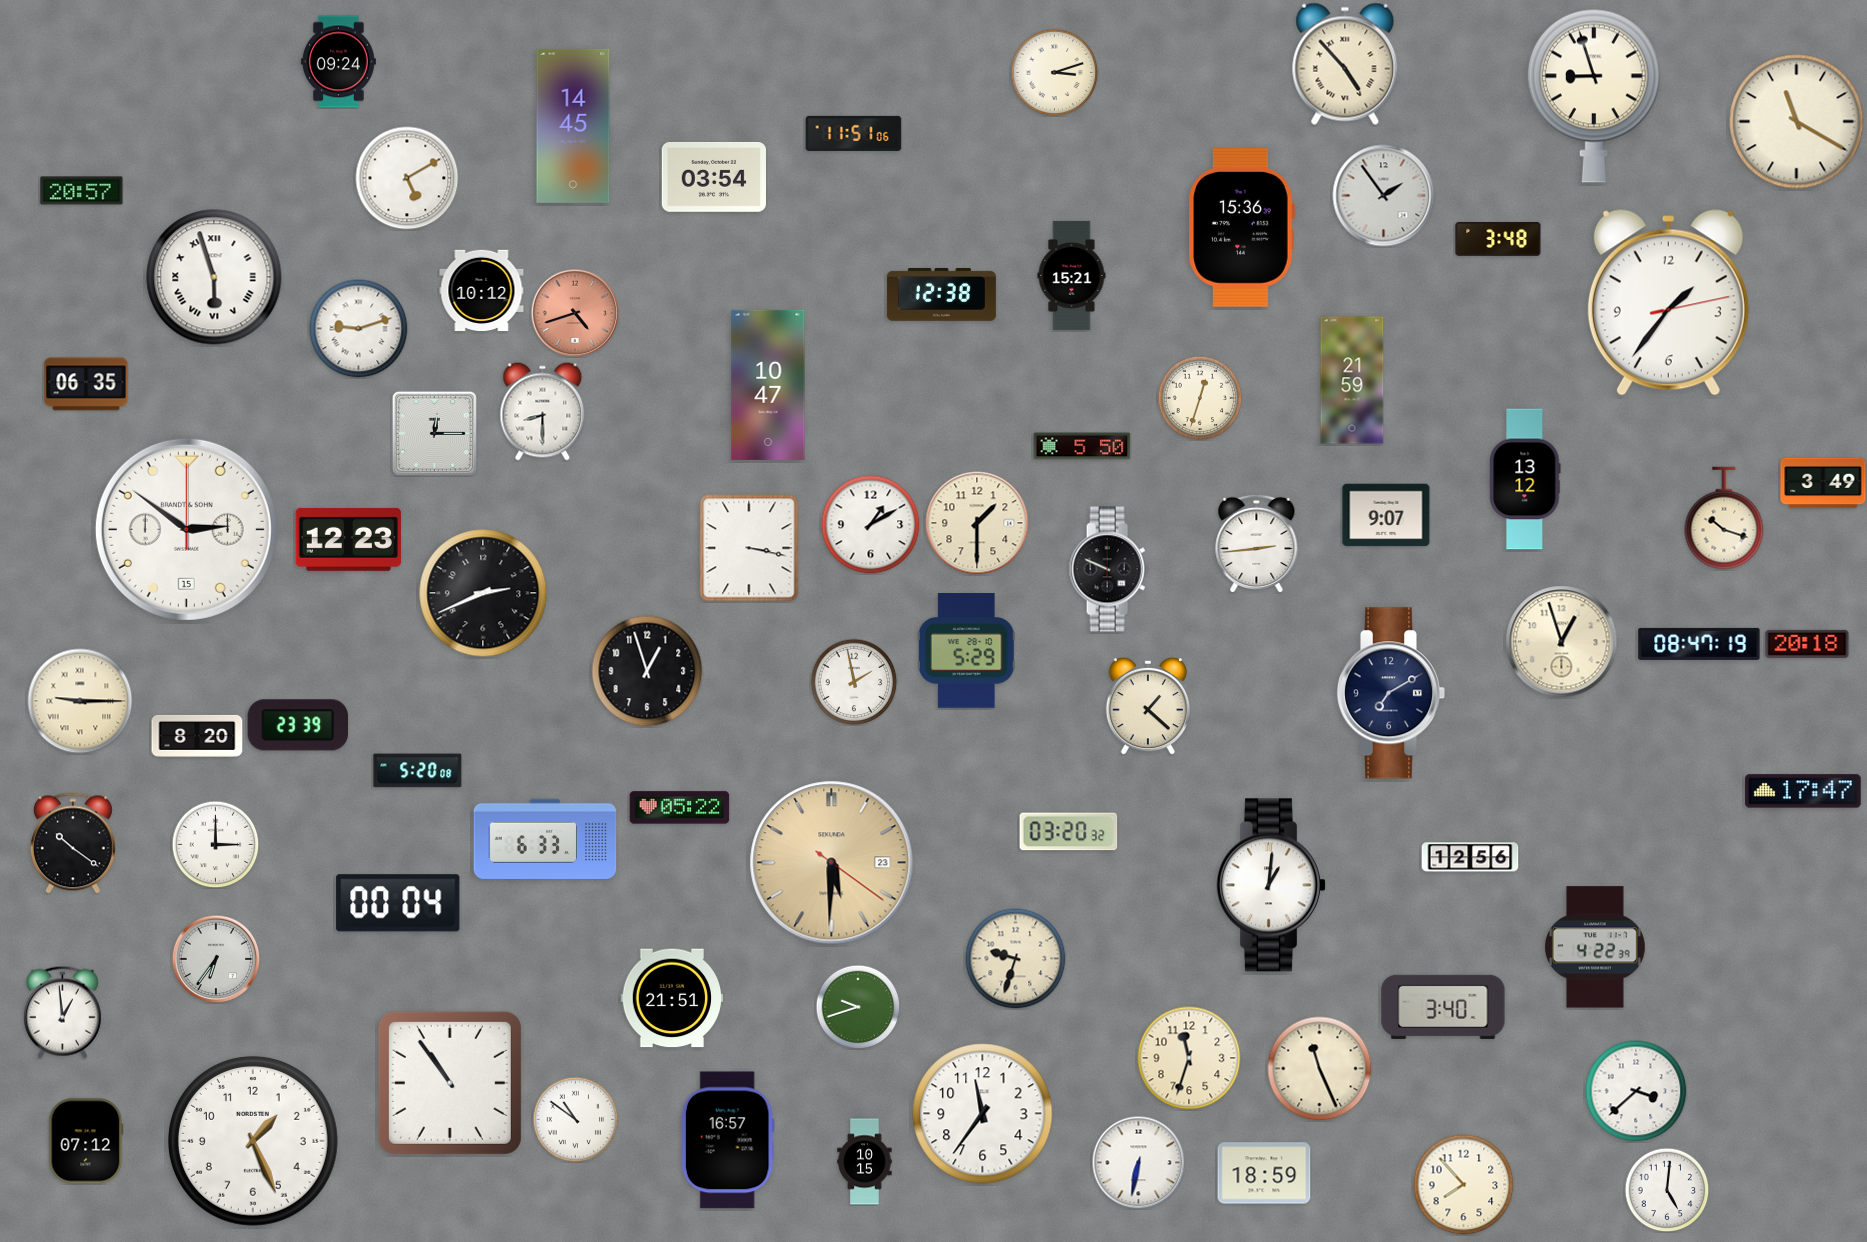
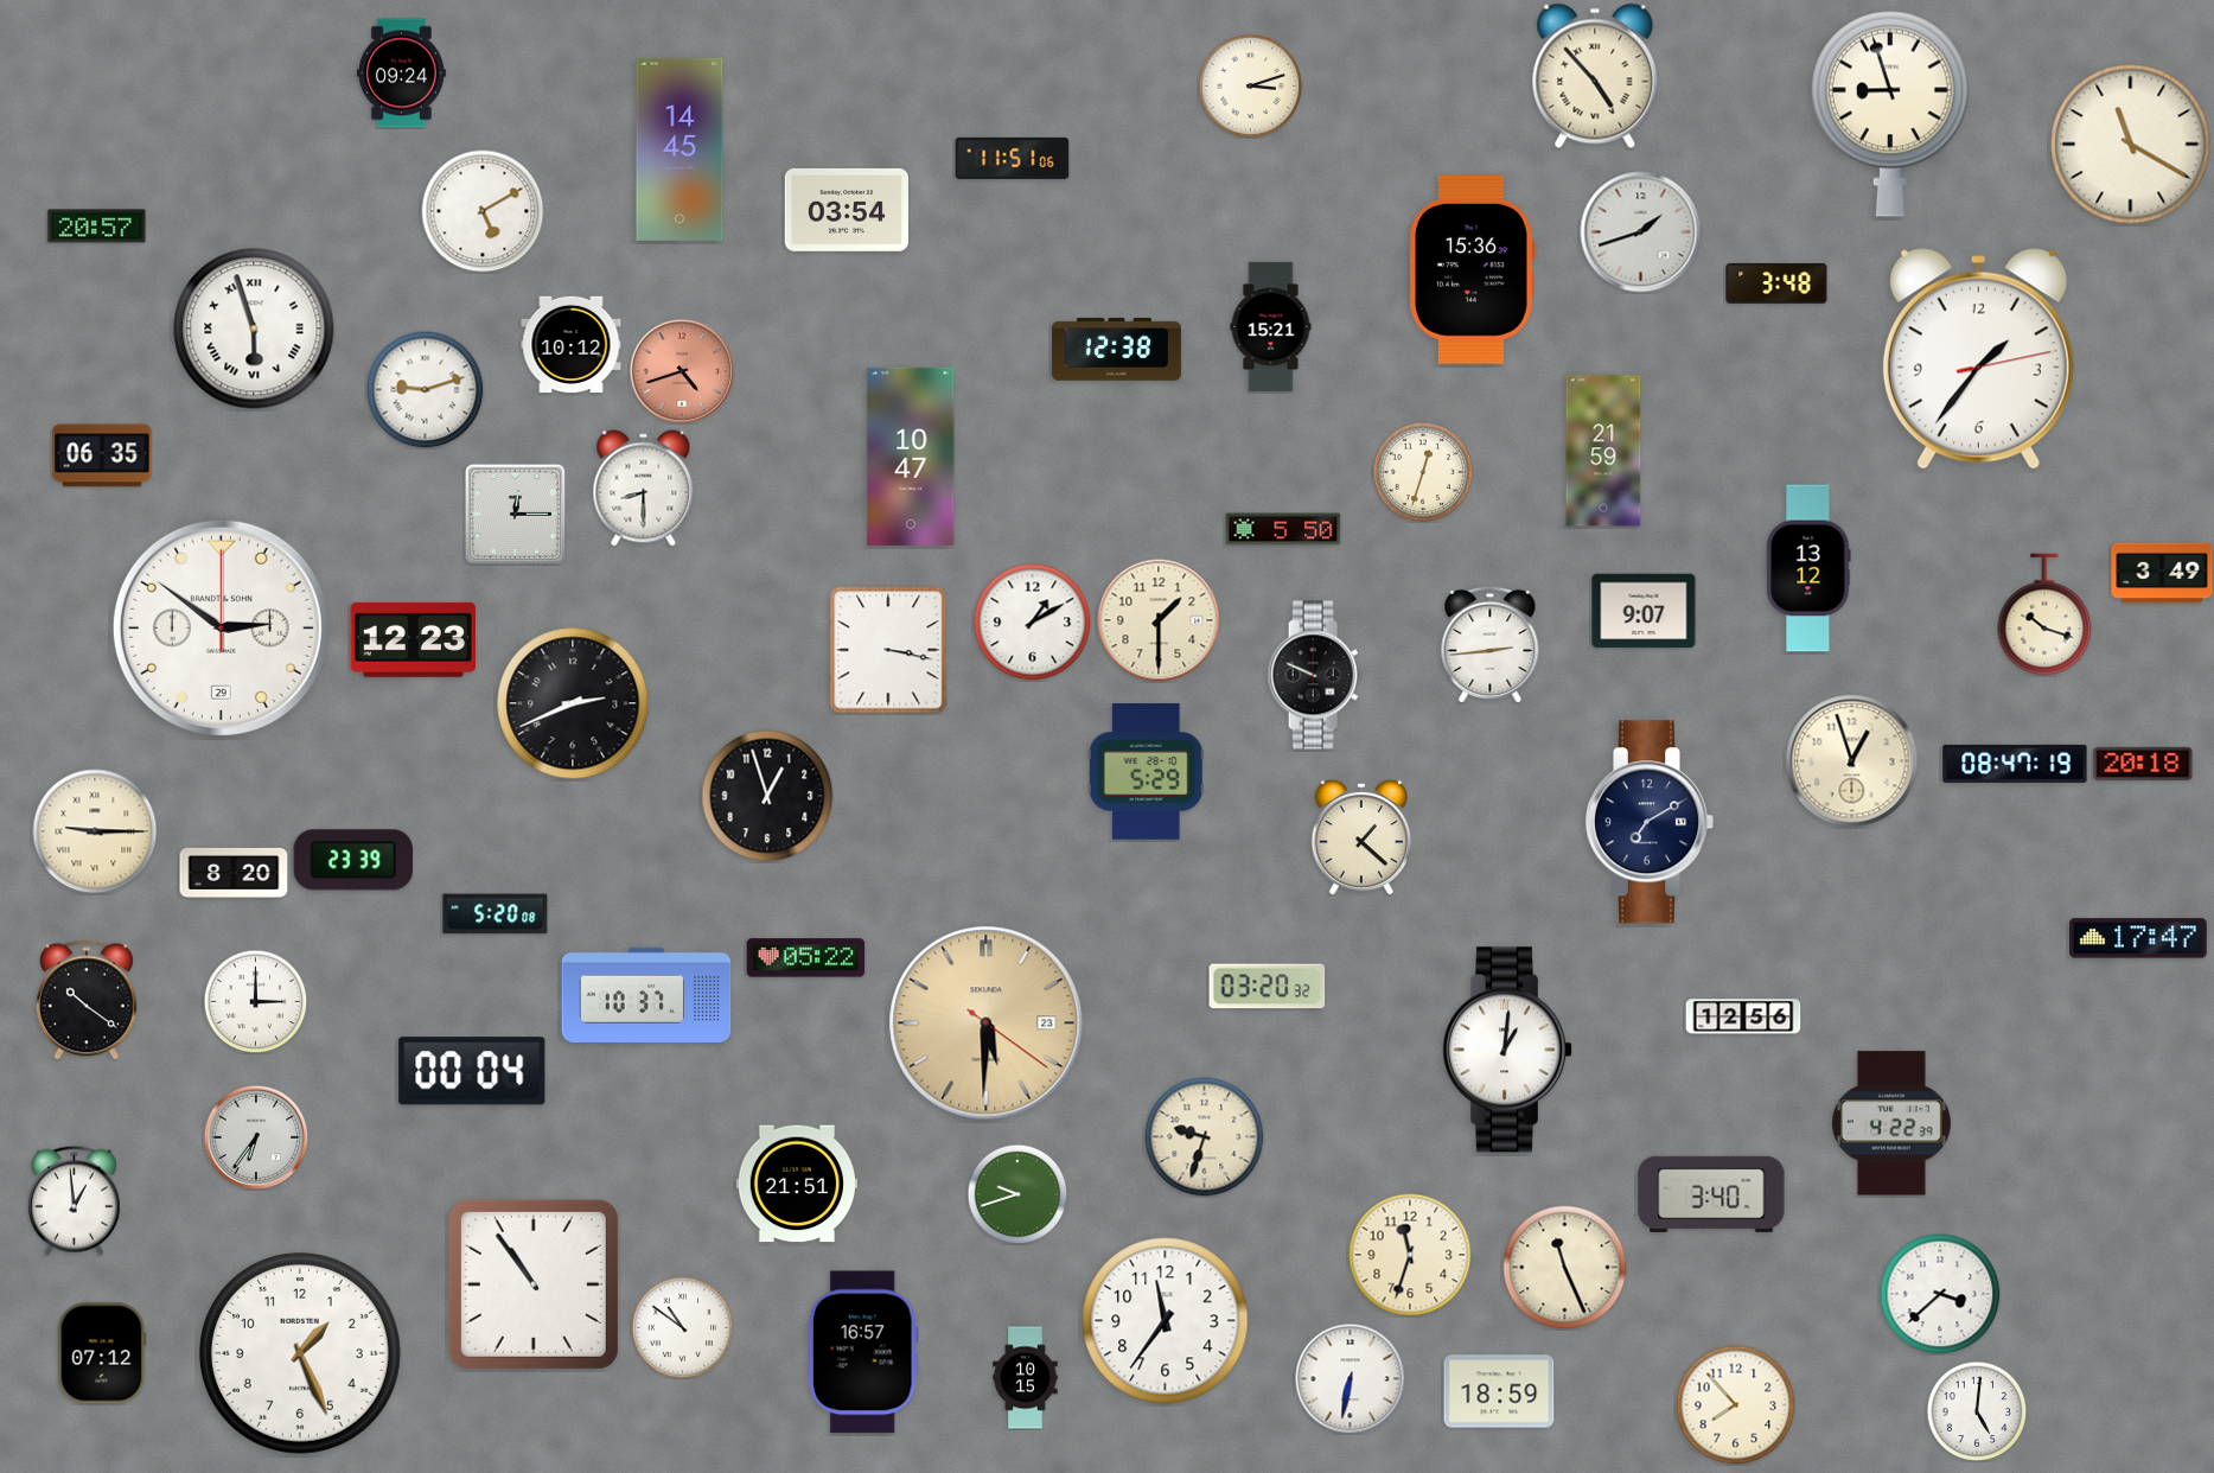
clock at (1384, 196): 1:54 -> 1:42
clock at (186, 529) date: 15 -> 29
clock at (854, 682): 1:58 -> none
clock at (545, 839): 6:33 -> 10:37
